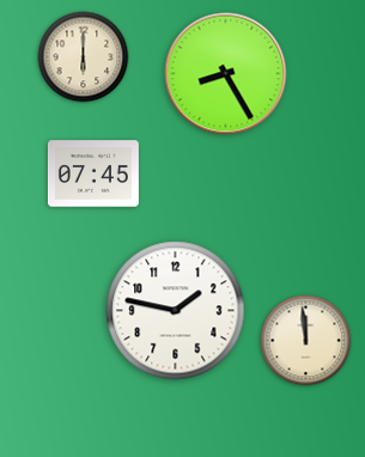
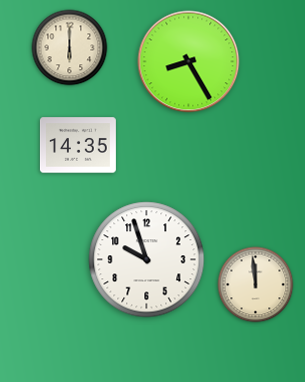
clock at (93, 173): 07:45 -> 14:35
clock at (176, 311): 1:47 -> 9:57
